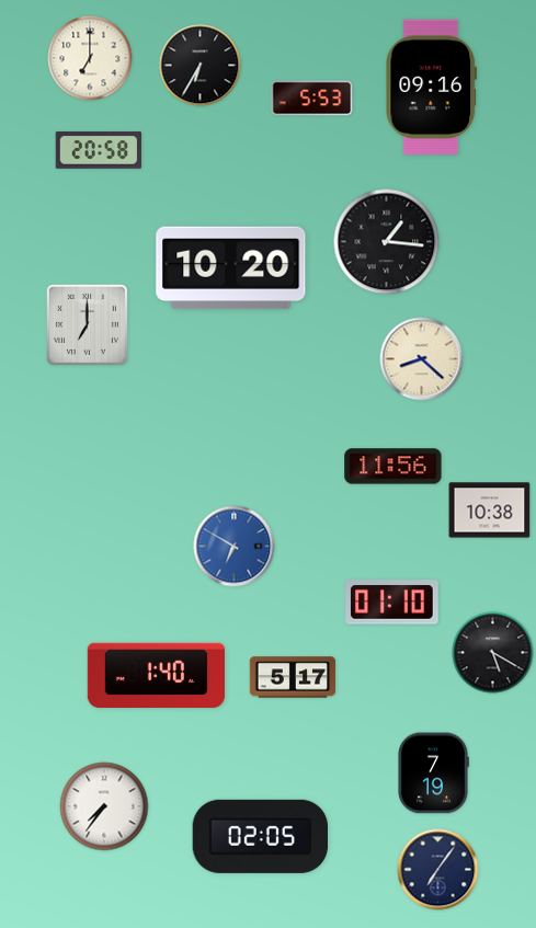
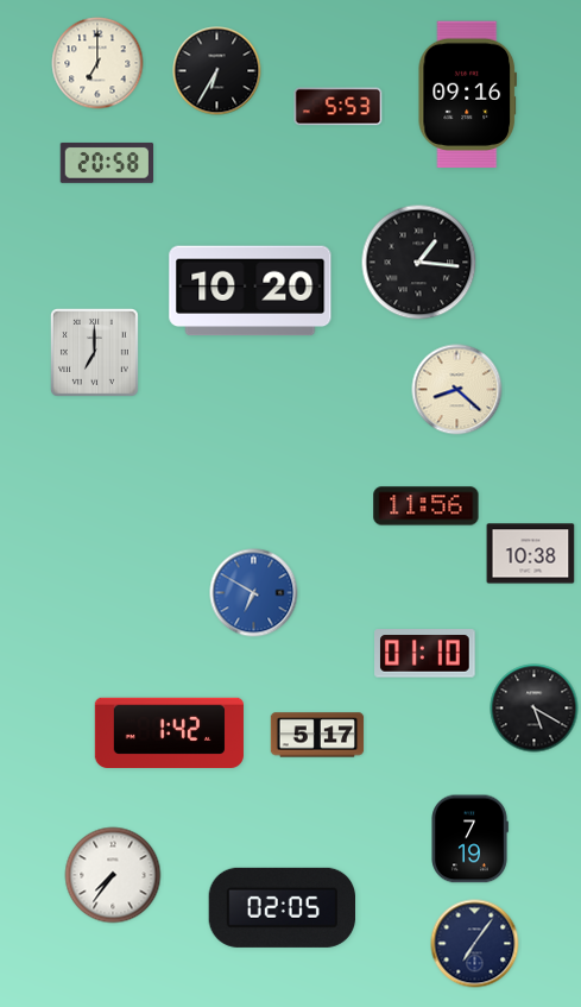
clock at (156, 676): 1:40 -> 1:42
